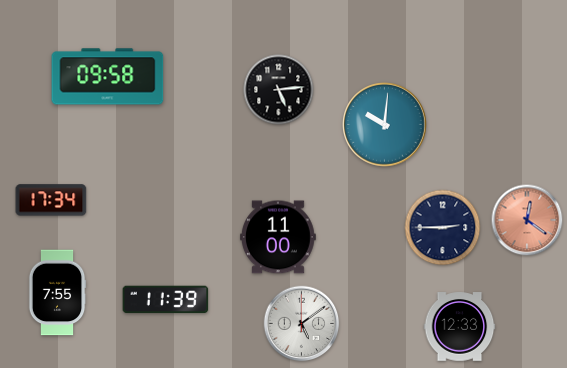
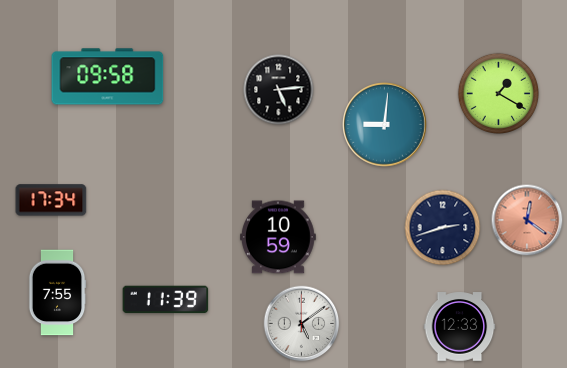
clock at (498, 93): none -> 1:20
clock at (385, 125): 10:01 -> 9:01
clock at (443, 228): 2:45 -> 2:42
clock at (278, 237): 11:00 -> 10:59
